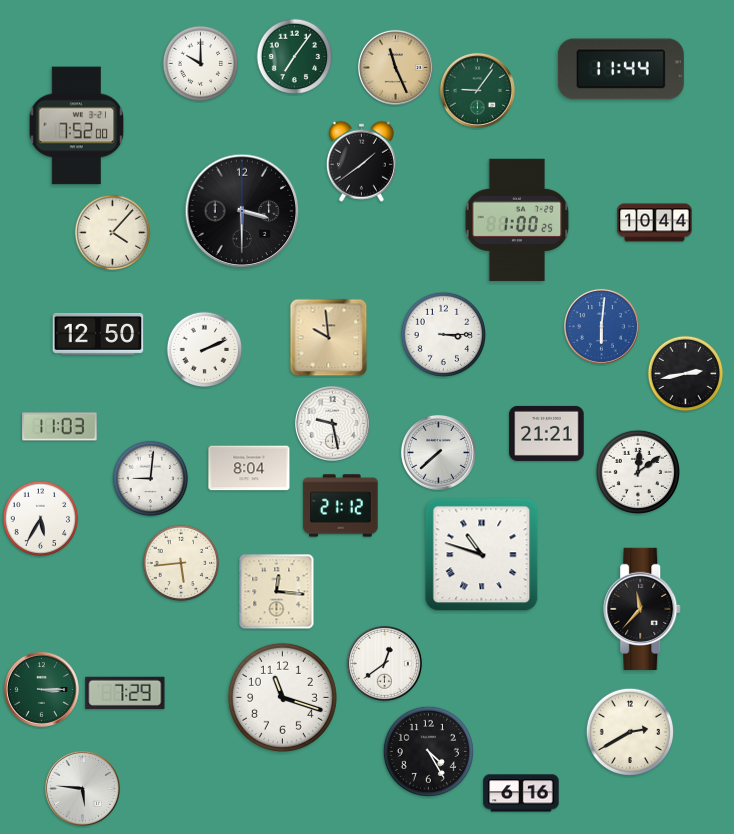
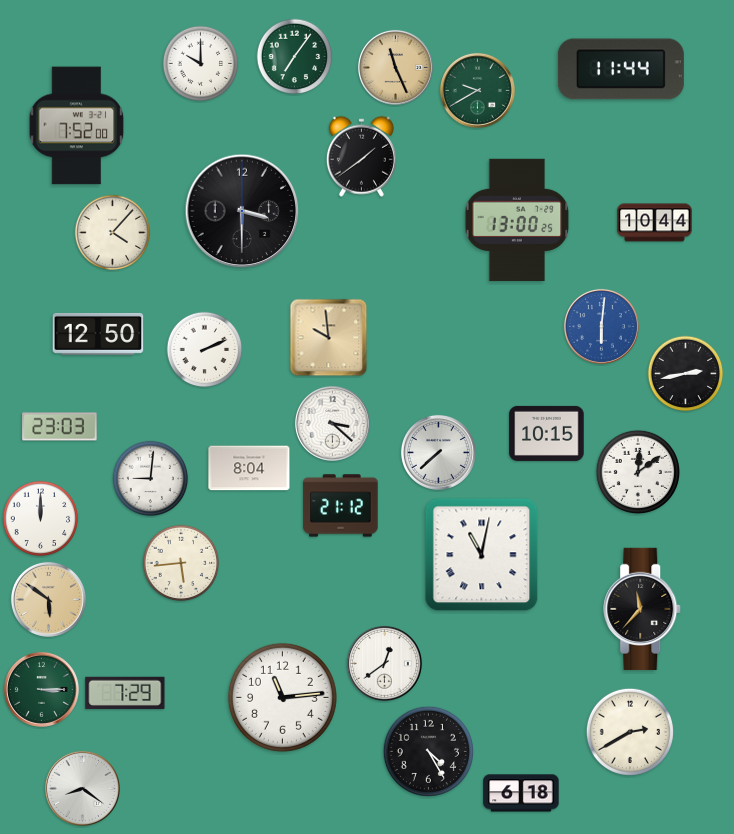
clock at (477, 90): 9:06 -> 9:40
clock at (361, 161) position: (361, 161) -> (361, 156)
clock at (517, 220): 1:00 -> 13:00
clock at (443, 334): 3:15 -> none
clock at (332, 423): 9:28 -> 3:22
clock at (60, 427): 11:03 -> 23:03
clock at (547, 433): 21:21 -> 10:15
clock at (41, 519): 5:35 -> 12:00
clock at (482, 555): 10:48 -> 11:02
clock at (277, 592): 12:16 -> none
clock at (48, 599): none -> 5:51
clock at (282, 697): 11:18 -> 11:14
clock at (82, 788): 5:46 -> 8:21
clock at (521, 793): 6:16 -> 6:18
